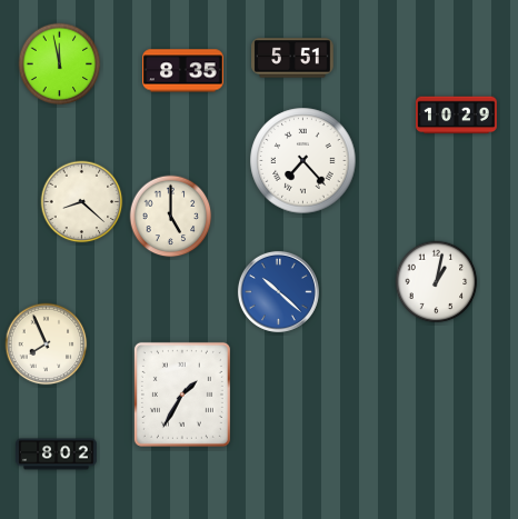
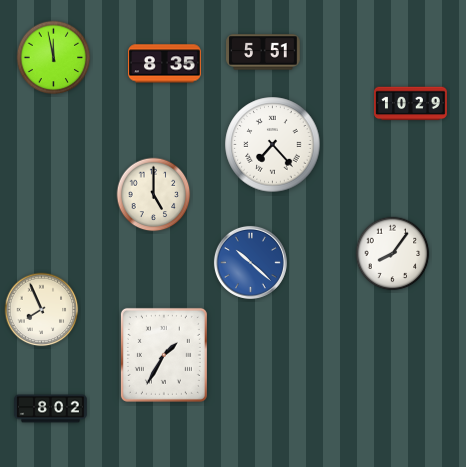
clock at (82, 202): 8:22 -> none
clock at (437, 282): 1:02 -> 8:06
